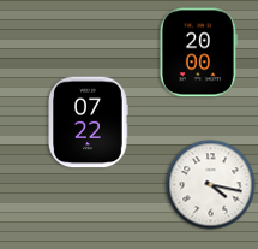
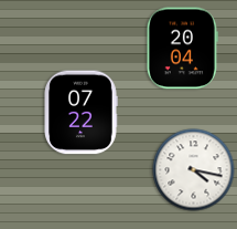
clock at (198, 53): 20:00 -> 20:04
